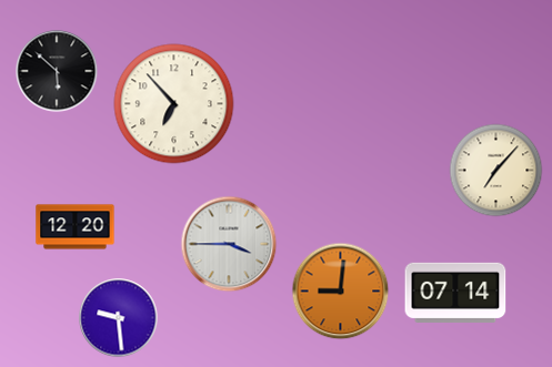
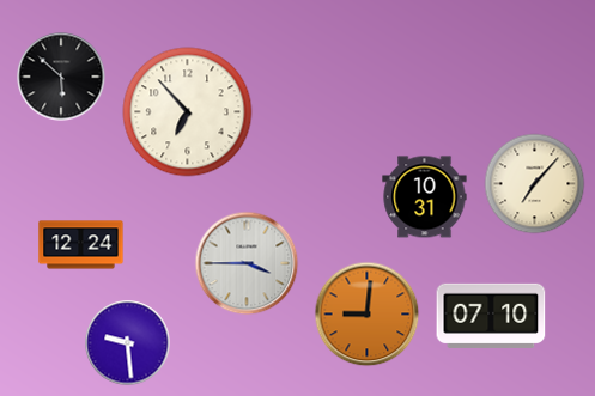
clock at (425, 197): none -> 10:31
clock at (76, 227): 12:20 -> 12:24
clock at (455, 293): 07:14 -> 07:10
